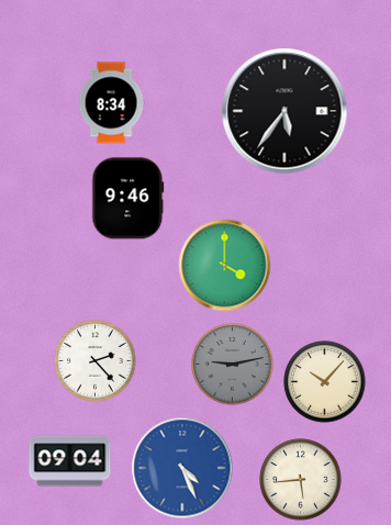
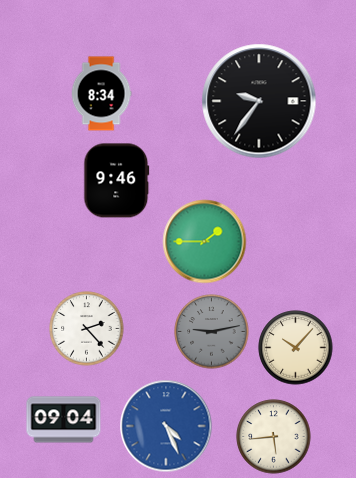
clock at (284, 111): 5:36 -> 9:36
clock at (225, 266): 4:00 -> 1:45
